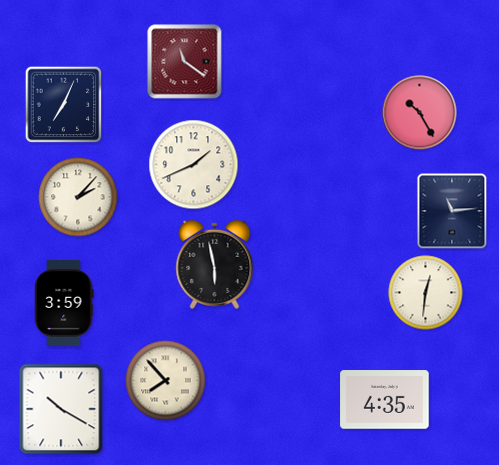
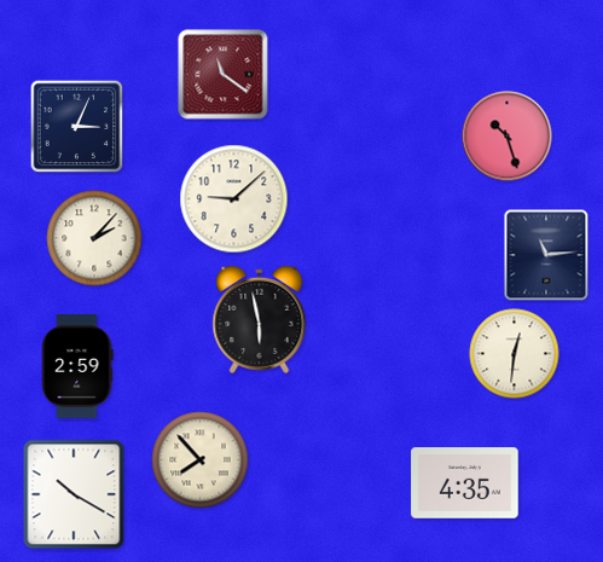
clock at (64, 105): 7:04 -> 3:04
clock at (420, 113): 10:25 -> 10:27
clock at (194, 165): 1:41 -> 9:08
clock at (64, 303): 3:59 -> 2:59
